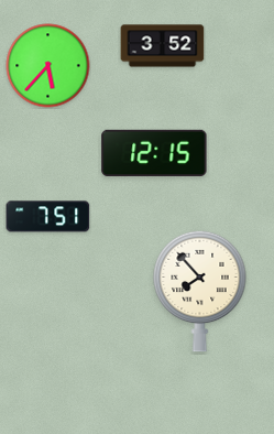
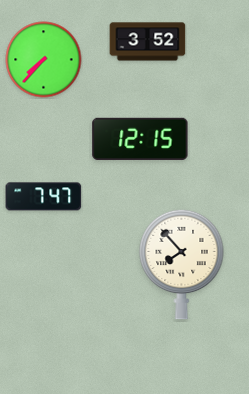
clock at (48, 66): 5:37 -> 7:37
clock at (48, 217): 7:51 -> 7:47
